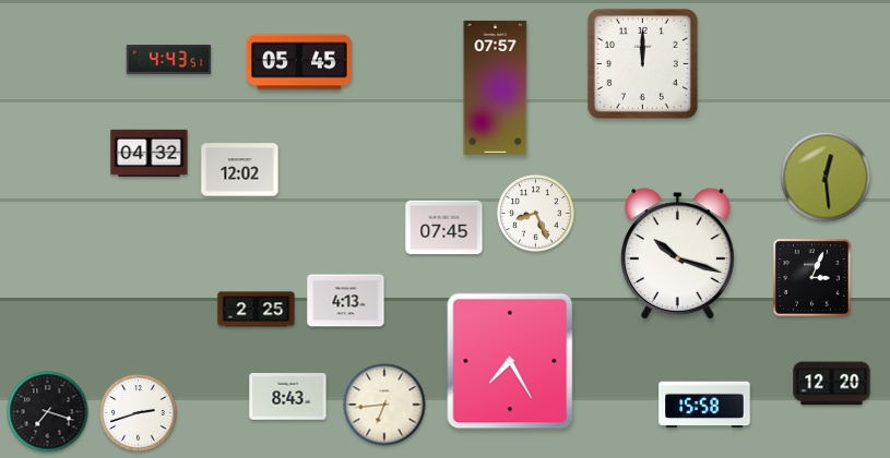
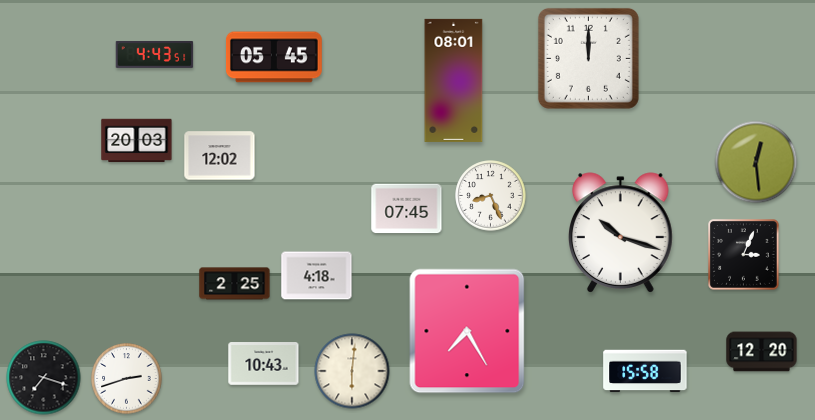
clock at (496, 87): 07:57 -> 08:01
clock at (150, 154): 04:32 -> 20:03
clock at (346, 301): 4:13 -> 4:18
clock at (288, 397): 8:43 -> 10:43
clock at (384, 405): 6:44 -> 6:01
